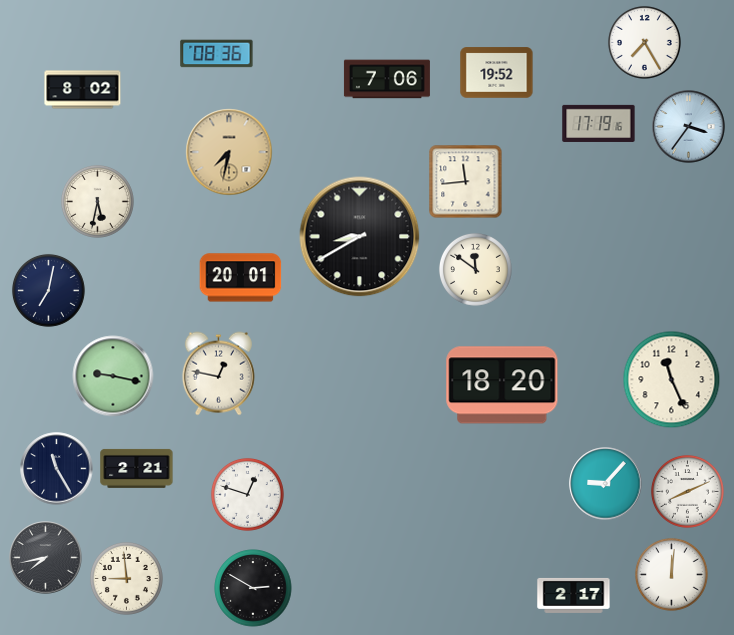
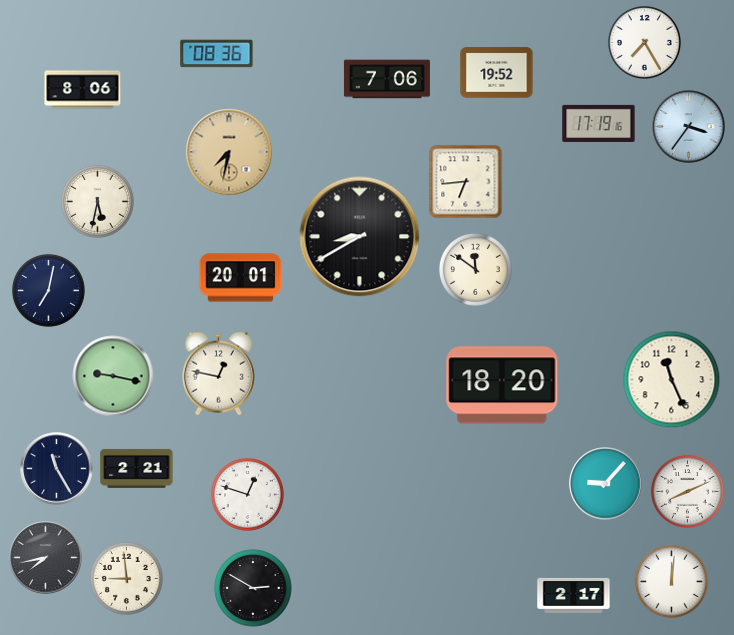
clock at (83, 90): 8:02 -> 8:06
clock at (466, 182): 11:44 -> 6:44
clock at (672, 575) position: (672, 575) -> (672, 582)
